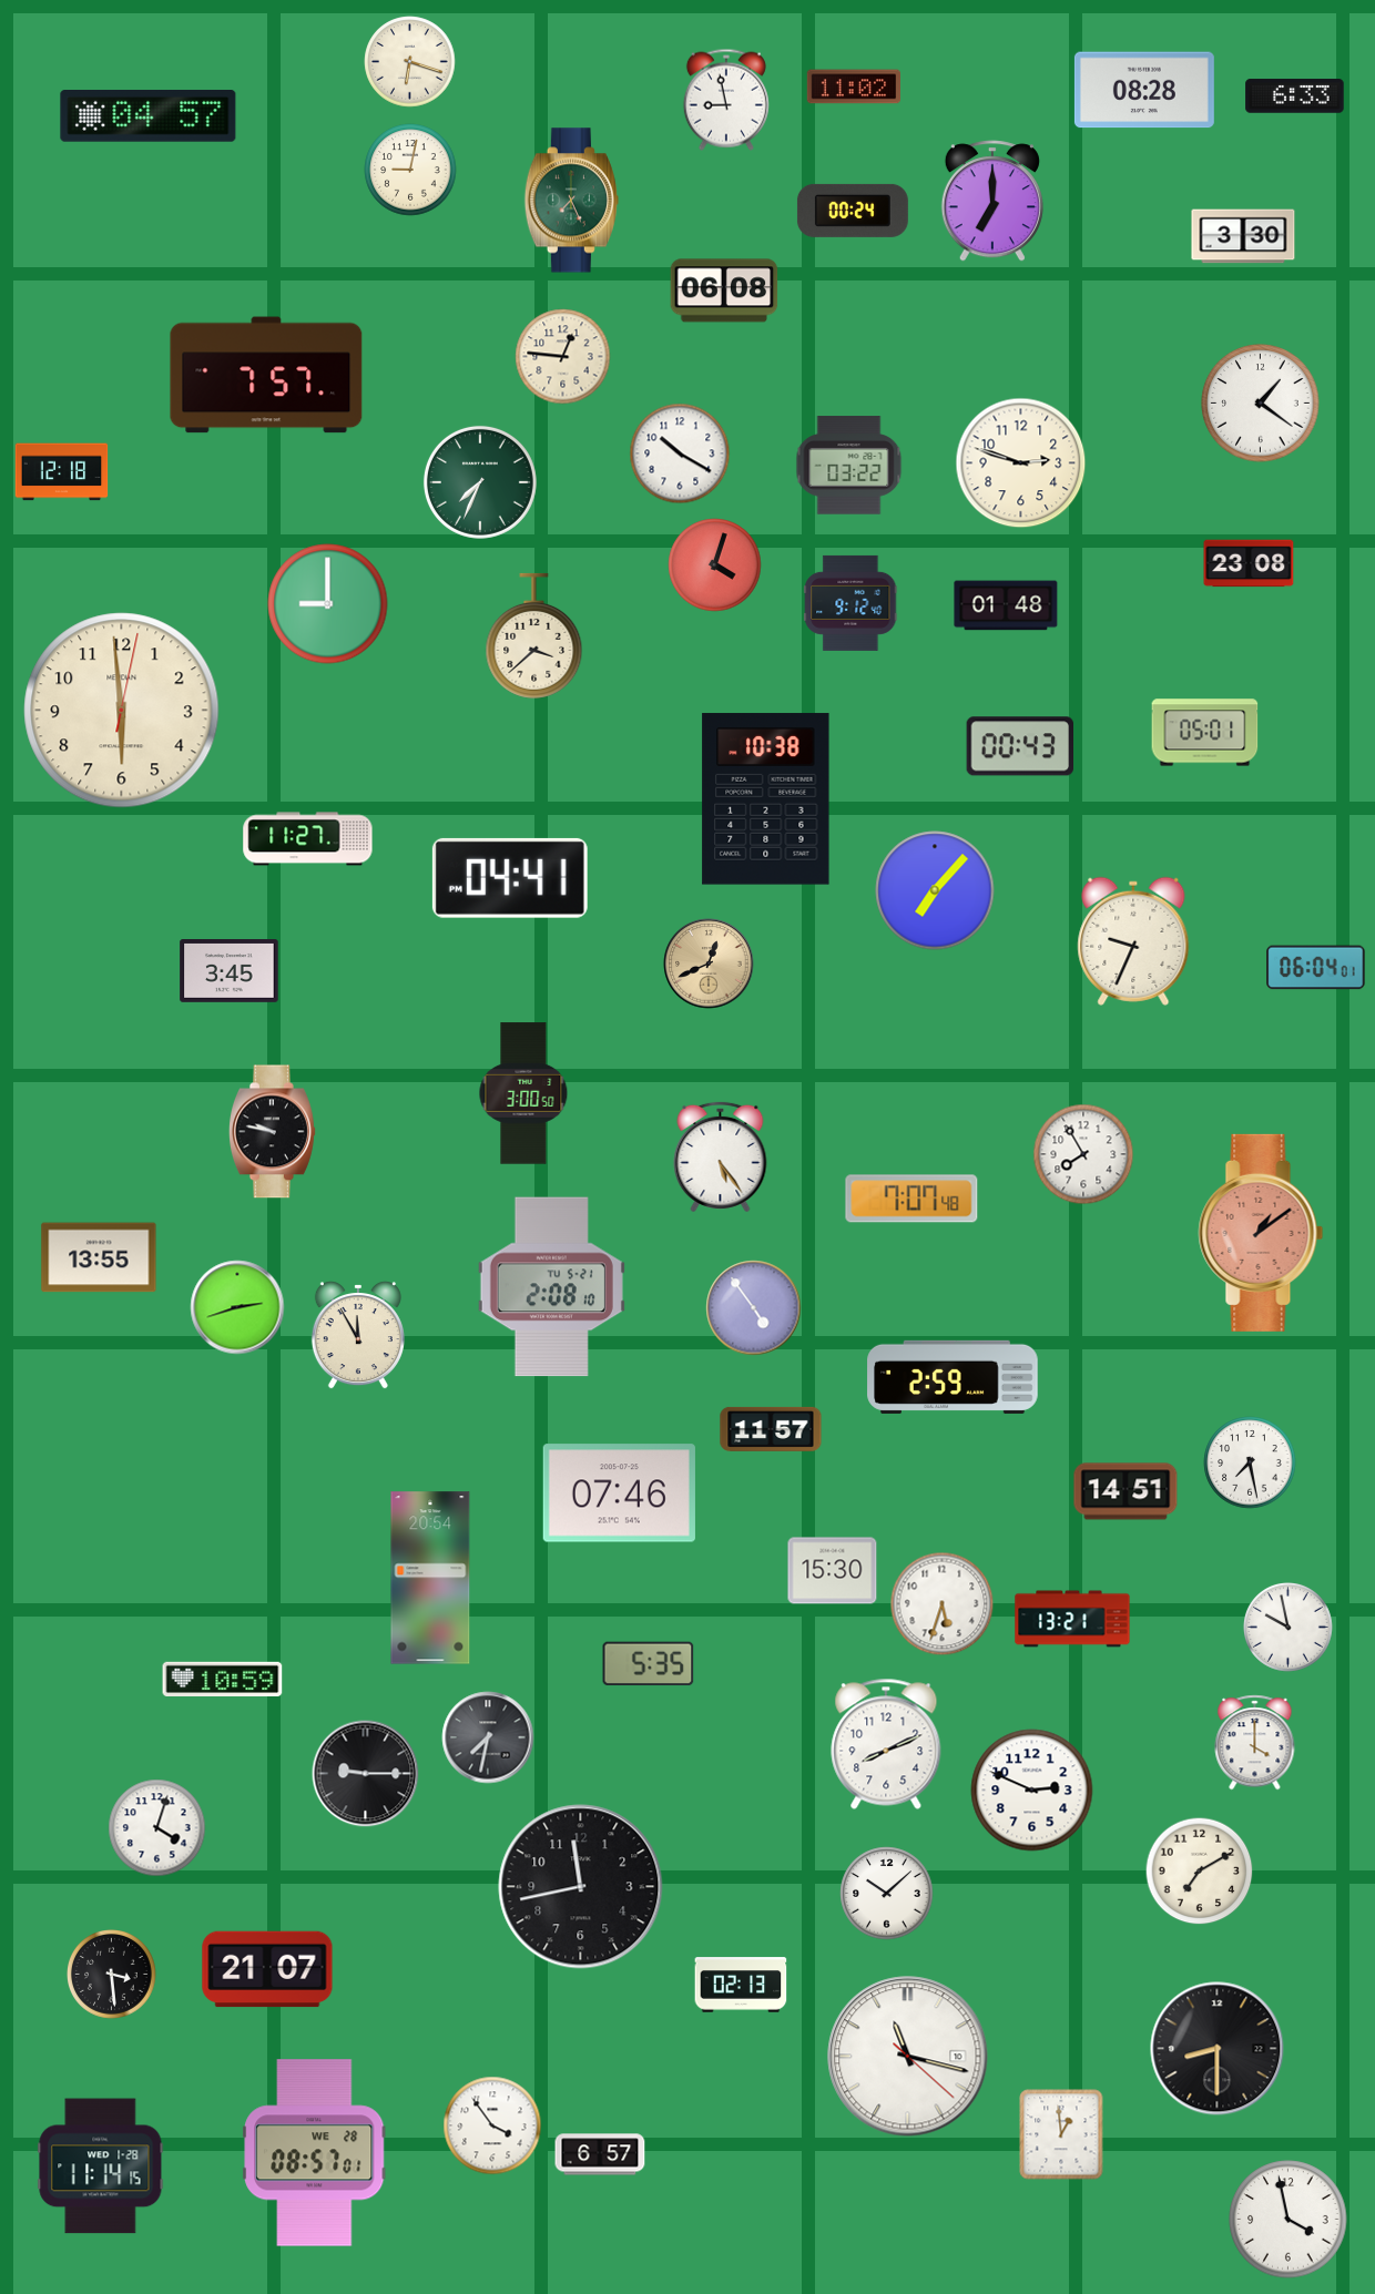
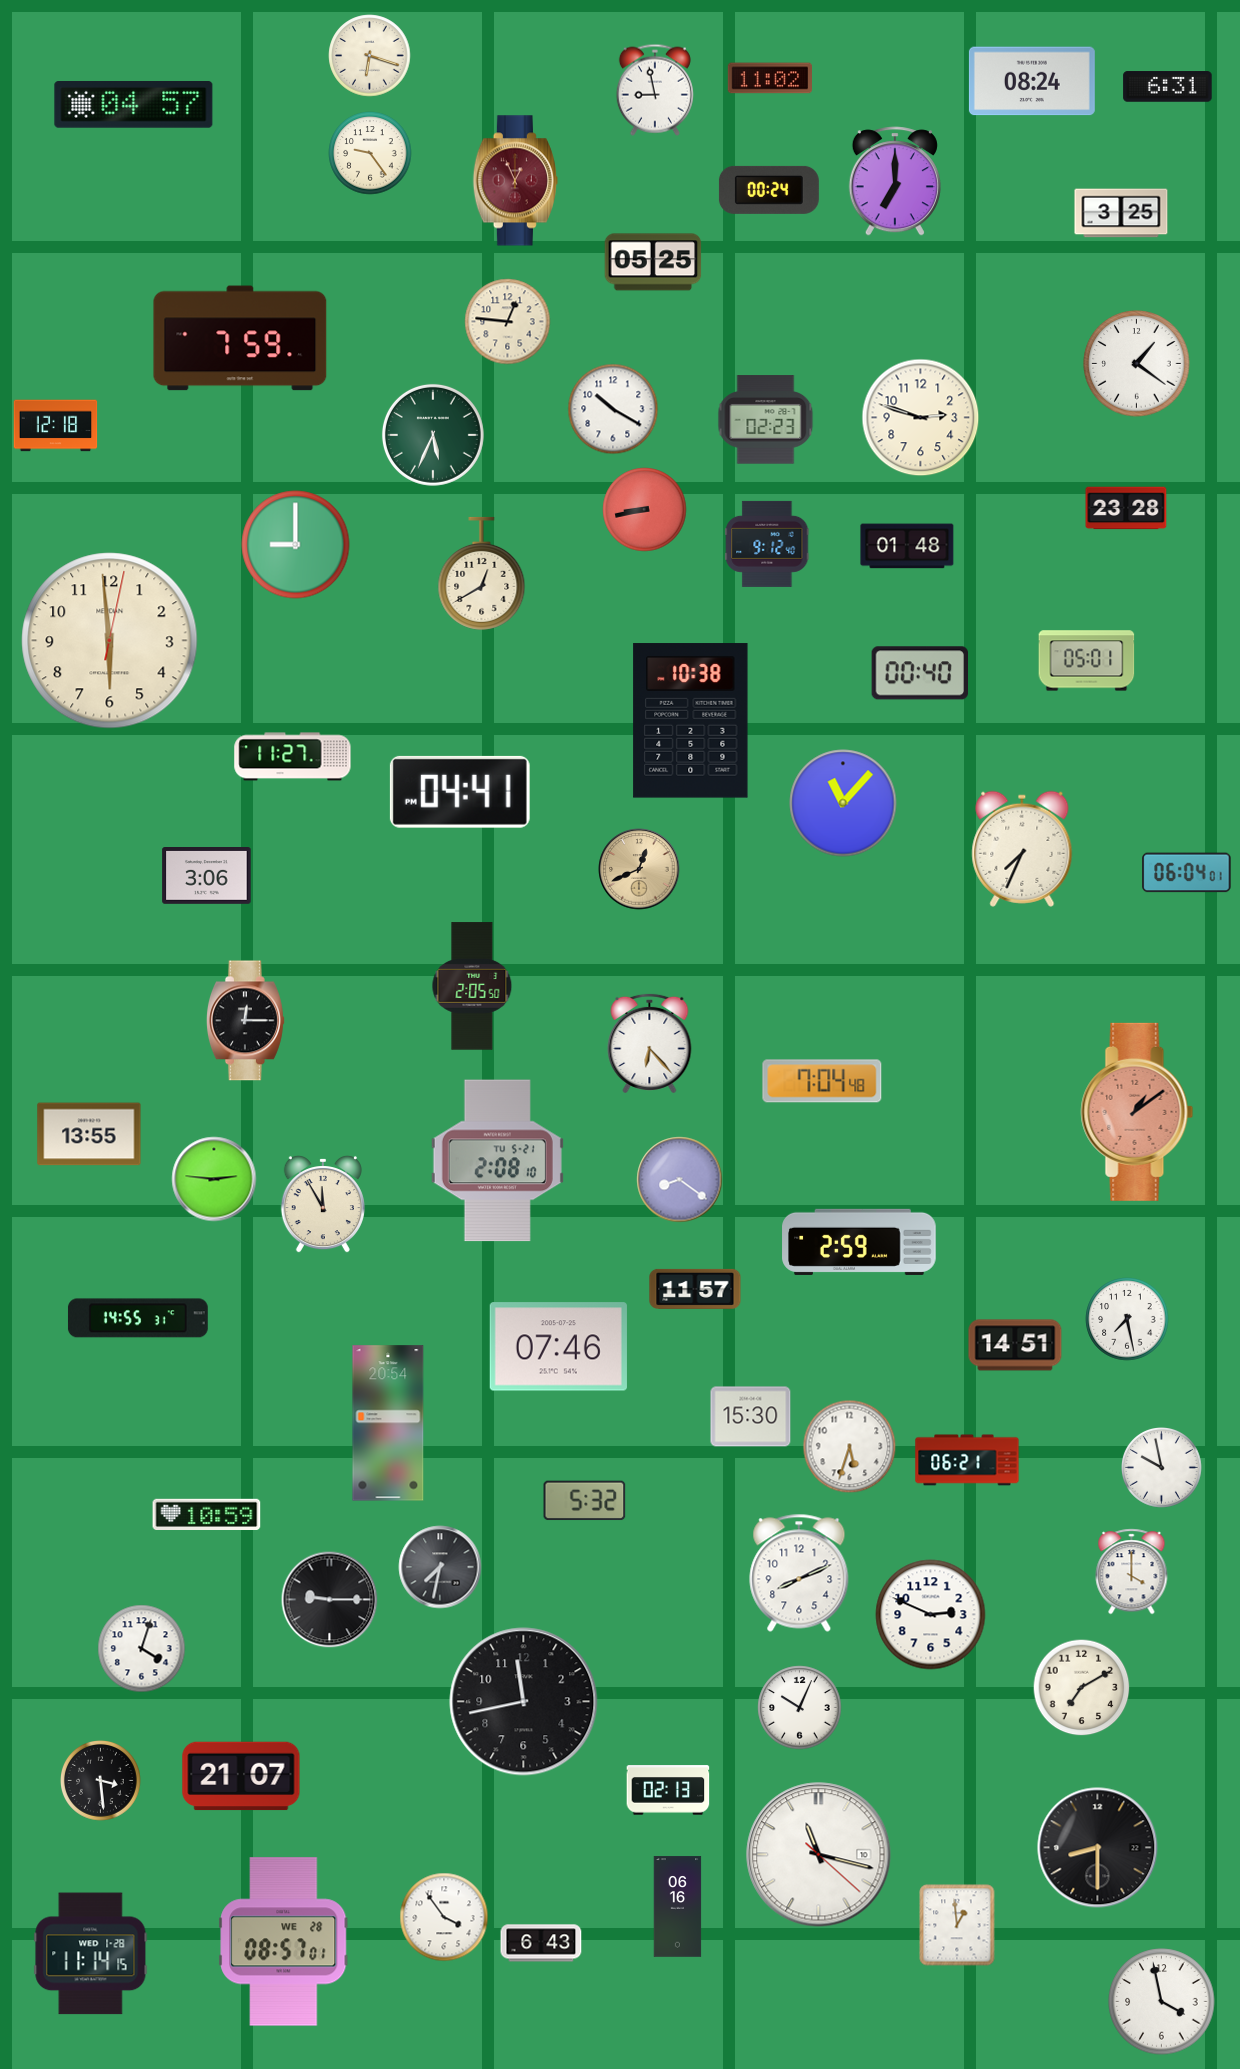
clock at (1144, 90): 08:28 -> 08:24
clock at (1295, 96): 6:33 -> 6:31
clock at (410, 170): 9:02 -> 9:24
clock at (571, 201): 7:26 -> 12:56
clock at (571, 201) dial: green -> burgundy
clock at (1243, 236): 3:30 -> 3:25
clock at (724, 290): 06:08 -> 05:25
clock at (266, 375): 7:57 -> 7:59
clock at (849, 466): 03:22 -> 02:23
clock at (480, 482): 7:34 -> 5:34
clock at (1249, 563): 23:08 -> 23:28
clock at (715, 565): 4:03 -> 8:43
clock at (534, 635): 3:38 -> 12:40
clock at (1019, 746): 00:43 -> 00:40
clock at (308, 839) position: (308, 839) -> (293, 757)
clock at (935, 890): 7:07 -> 11:07
clock at (1133, 941): 9:34 -> 7:34
clock at (230, 971): 3:45 -> 3:06
clock at (523, 1093): 3:00 -> 2:05
clock at (272, 1132): 9:47 -> 12:15
clock at (1083, 1154): 7:55 -> none
clock at (721, 1156): 5:24 -> 6:23
clock at (911, 1199): 7:07 -> 7:04
clock at (237, 1307): 2:42 -> 2:46
clock at (754, 1308): 4:54 -> 8:21
clock at (138, 1318): none -> 14:55
clock at (1072, 1619): 13:21 -> 06:21
clock at (649, 1664): 5:35 -> 5:32
clock at (223, 1679) position: (223, 1679) -> (207, 1514)
clock at (887, 1894): 10:08 -> 10:04
clock at (678, 1907): none -> 06:16
clock at (600, 2154): 6:57 -> 6:43
